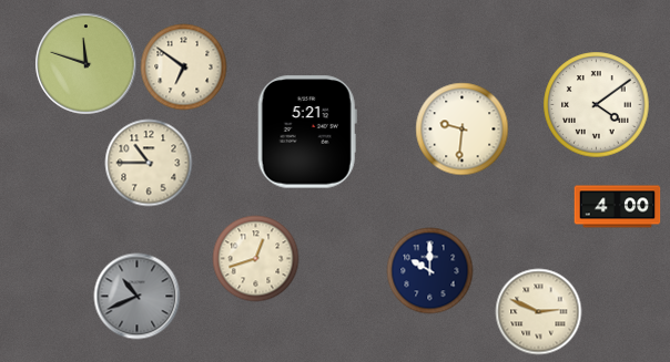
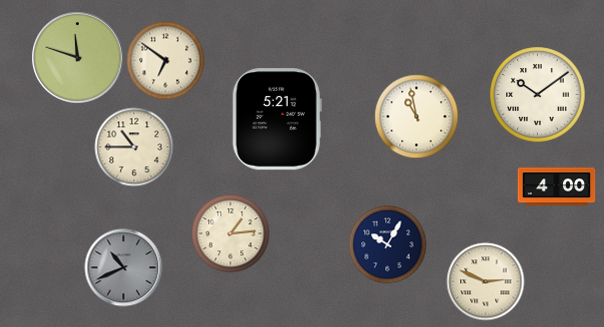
clock at (596, 104): 4:09 -> 10:09
clock at (461, 128): 9:31 -> 10:58
clock at (255, 258): 12:42 -> 1:14
clock at (429, 270): 10:00 -> 10:05
